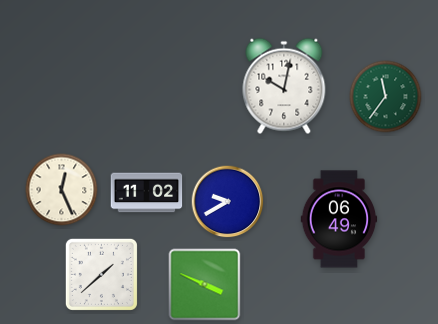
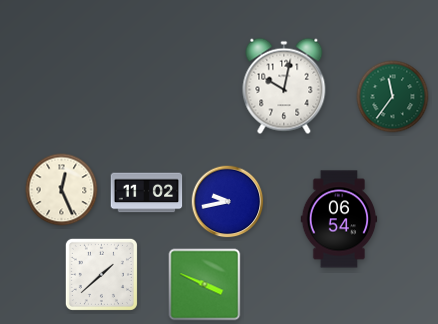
clock at (386, 97) position: (386, 97) -> (393, 97)
clock at (228, 202): 9:40 -> 9:43
clock at (339, 219): 06:49 -> 06:54
